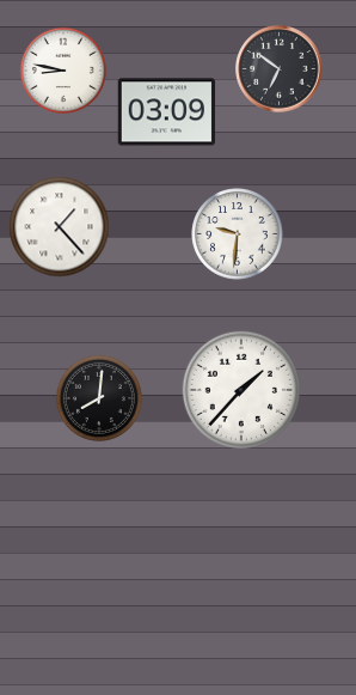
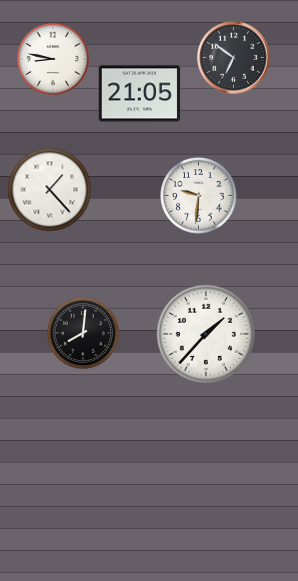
clock at (167, 112): 03:09 -> 21:05
clock at (241, 390) position: (241, 390) -> (206, 334)
